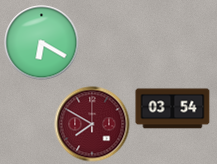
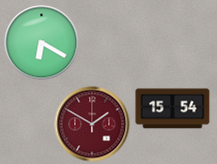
clock at (173, 109): 03:54 -> 15:54
clock at (92, 124): 7:50 -> 1:50
